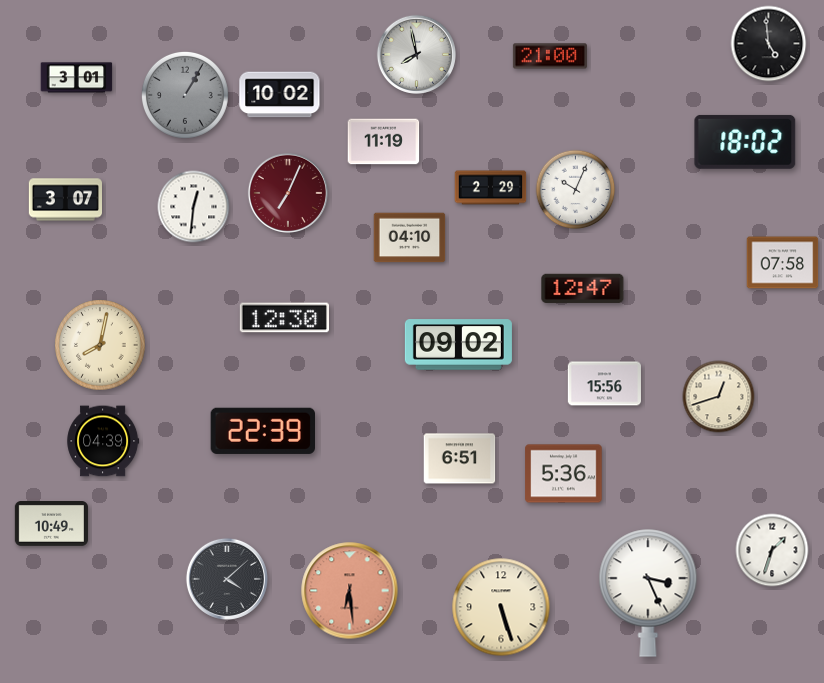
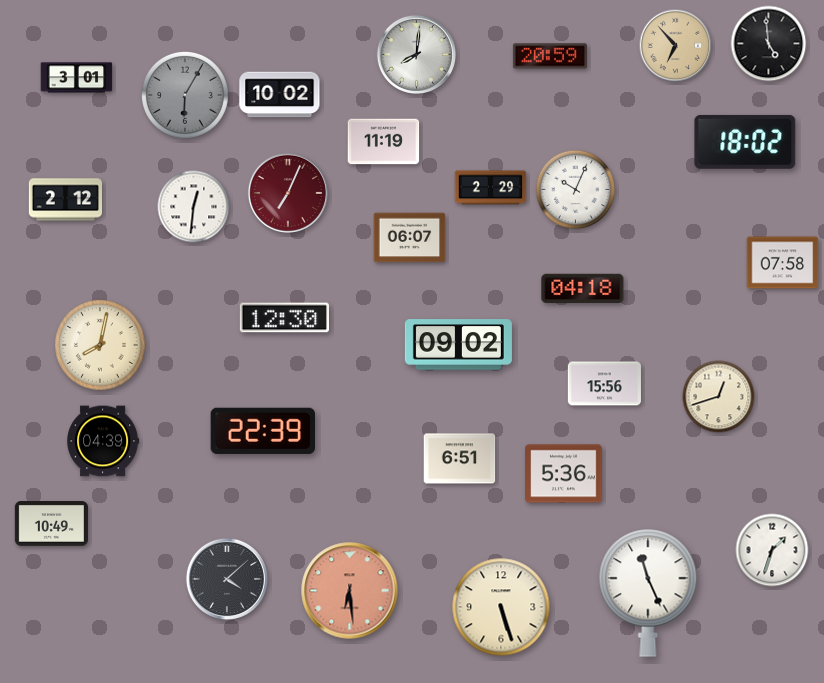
clock at (676, 46): none -> 6:53
clock at (416, 54): 7:58 -> 8:01
clock at (550, 56): 21:00 -> 20:59
clock at (185, 95): 1:05 -> 6:05
clock at (65, 200): 3:07 -> 2:12
clock at (410, 238): 04:10 -> 06:07
clock at (583, 288): 12:47 -> 04:18
clock at (648, 593): 3:26 -> 11:26
